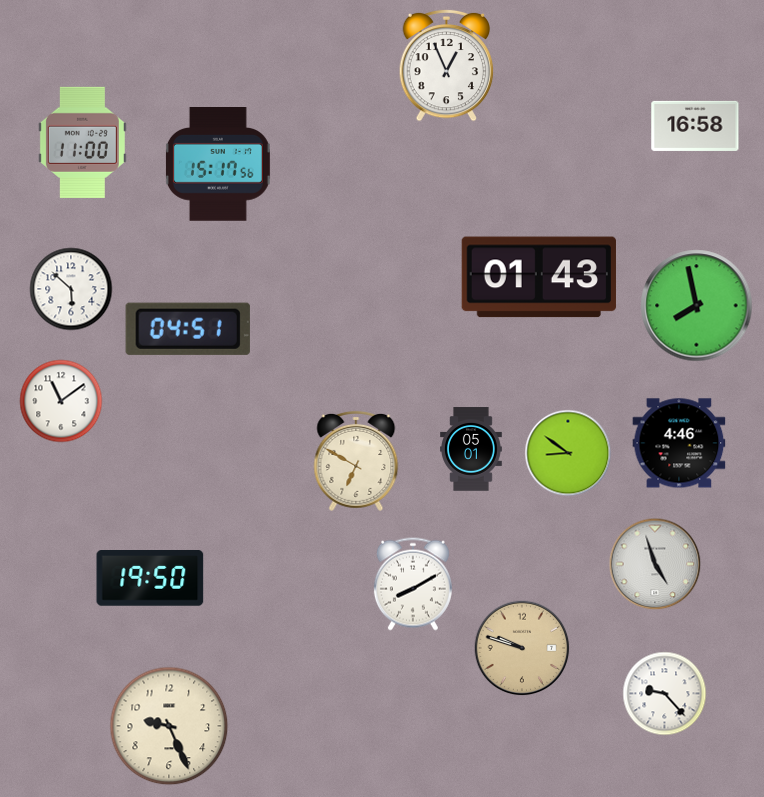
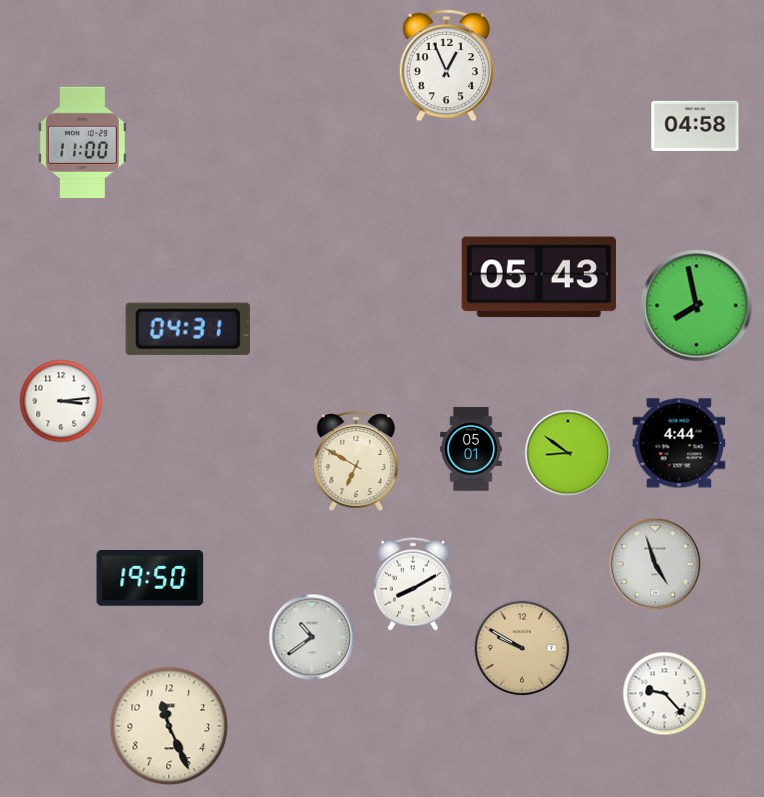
clock at (695, 126): 16:58 -> 04:58
clock at (218, 165): 15:17 -> none
clock at (539, 277): 01:43 -> 05:43
clock at (71, 289): 5:52 -> none
clock at (188, 329): 04:51 -> 04:31
clock at (61, 401): 11:09 -> 3:14
clock at (679, 443): 4:46 -> 4:44
clock at (312, 637): none -> 10:39
clock at (522, 648): 9:48 -> 9:50
clock at (169, 726): 9:26 -> 11:26
